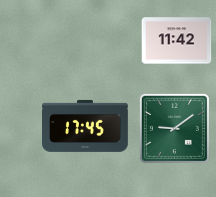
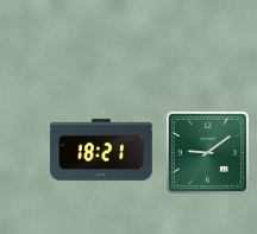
clock at (177, 41): 11:42 -> none
clock at (86, 126): 17:45 -> 18:21
